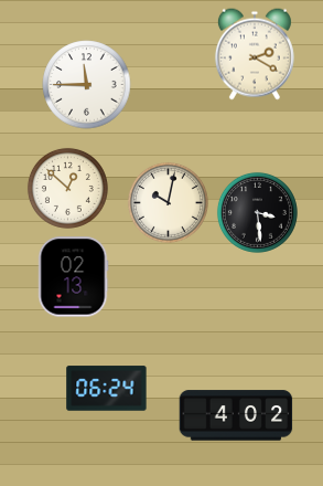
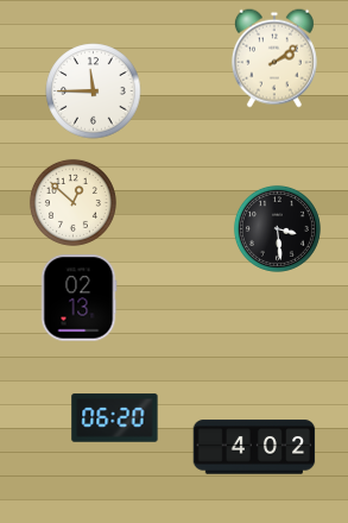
clock at (255, 54): 2:20 -> 2:09
clock at (168, 202): 10:02 -> none
clock at (107, 389): 06:24 -> 06:20
